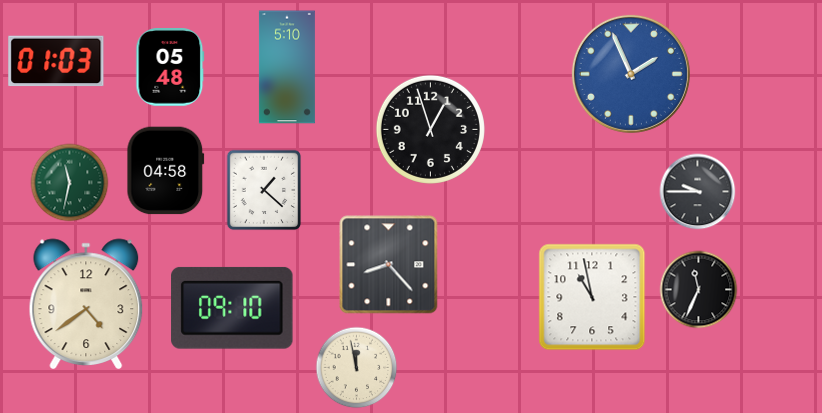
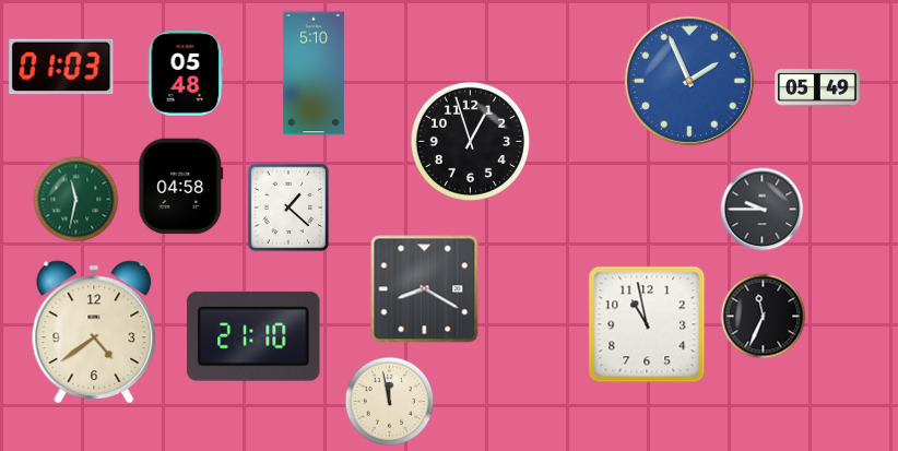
clock at (818, 87): none -> 05:49
clock at (389, 265): 8:23 -> 8:20
clock at (232, 308): 09:10 -> 21:10
